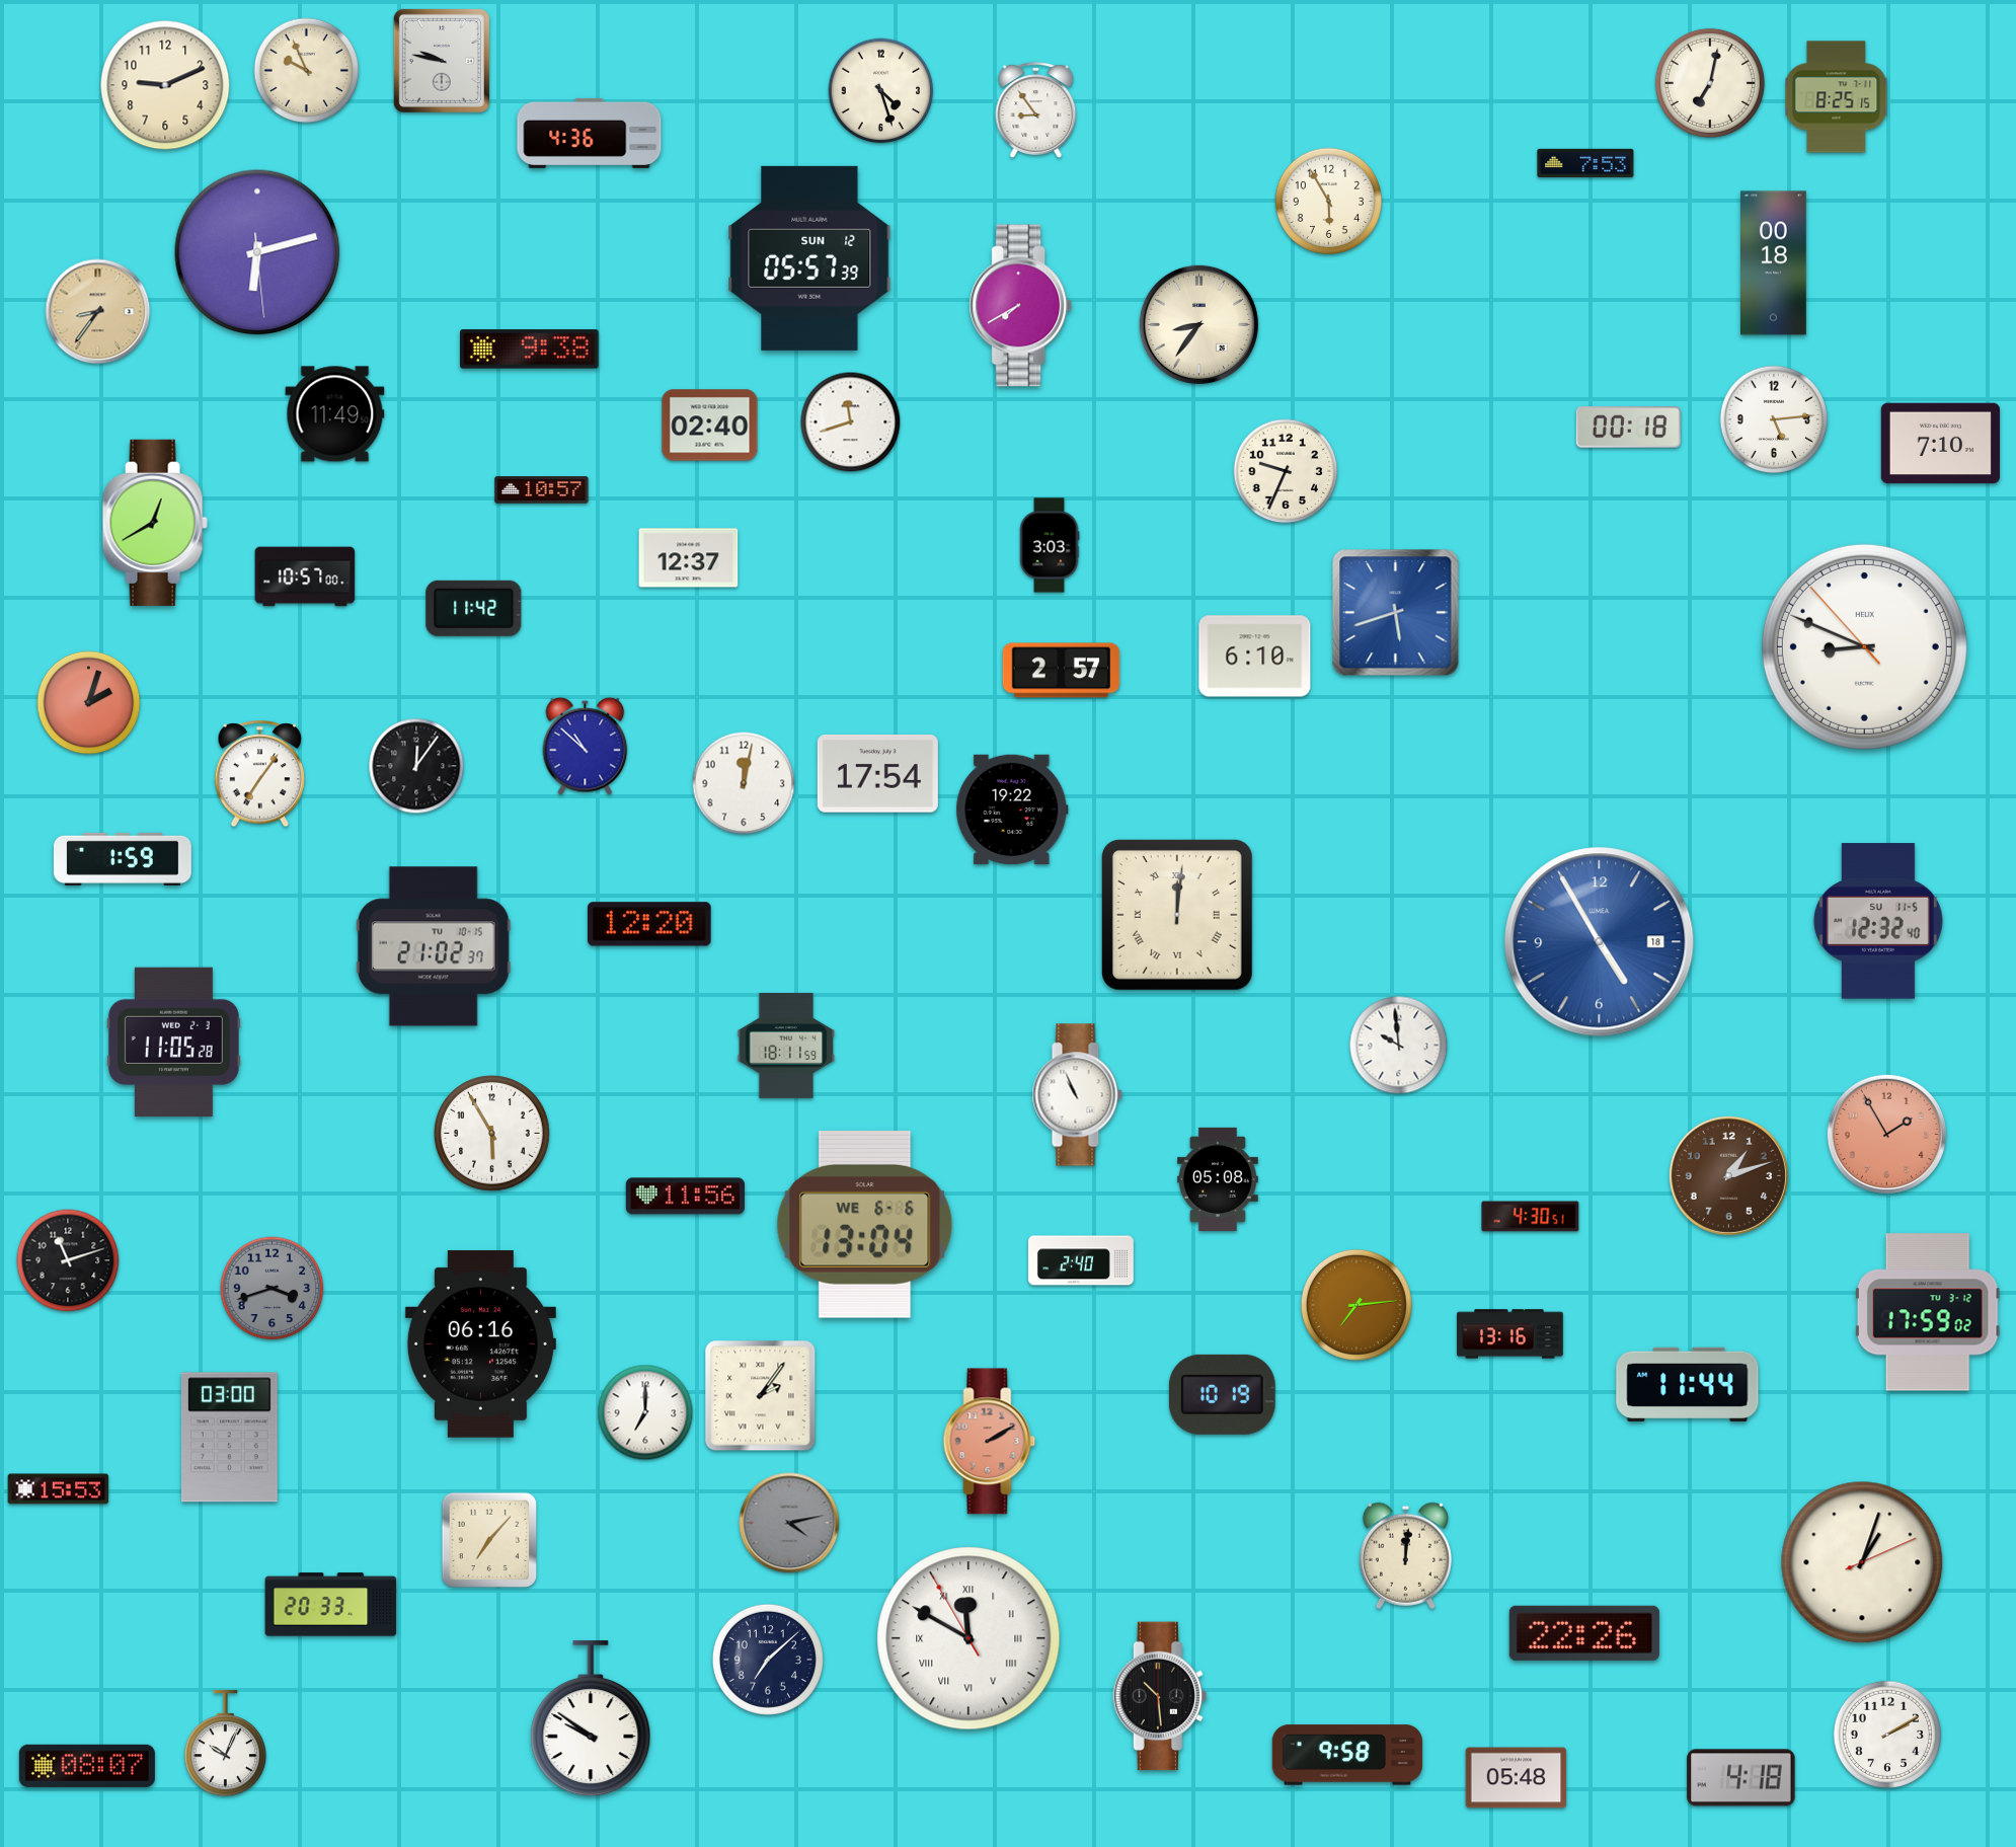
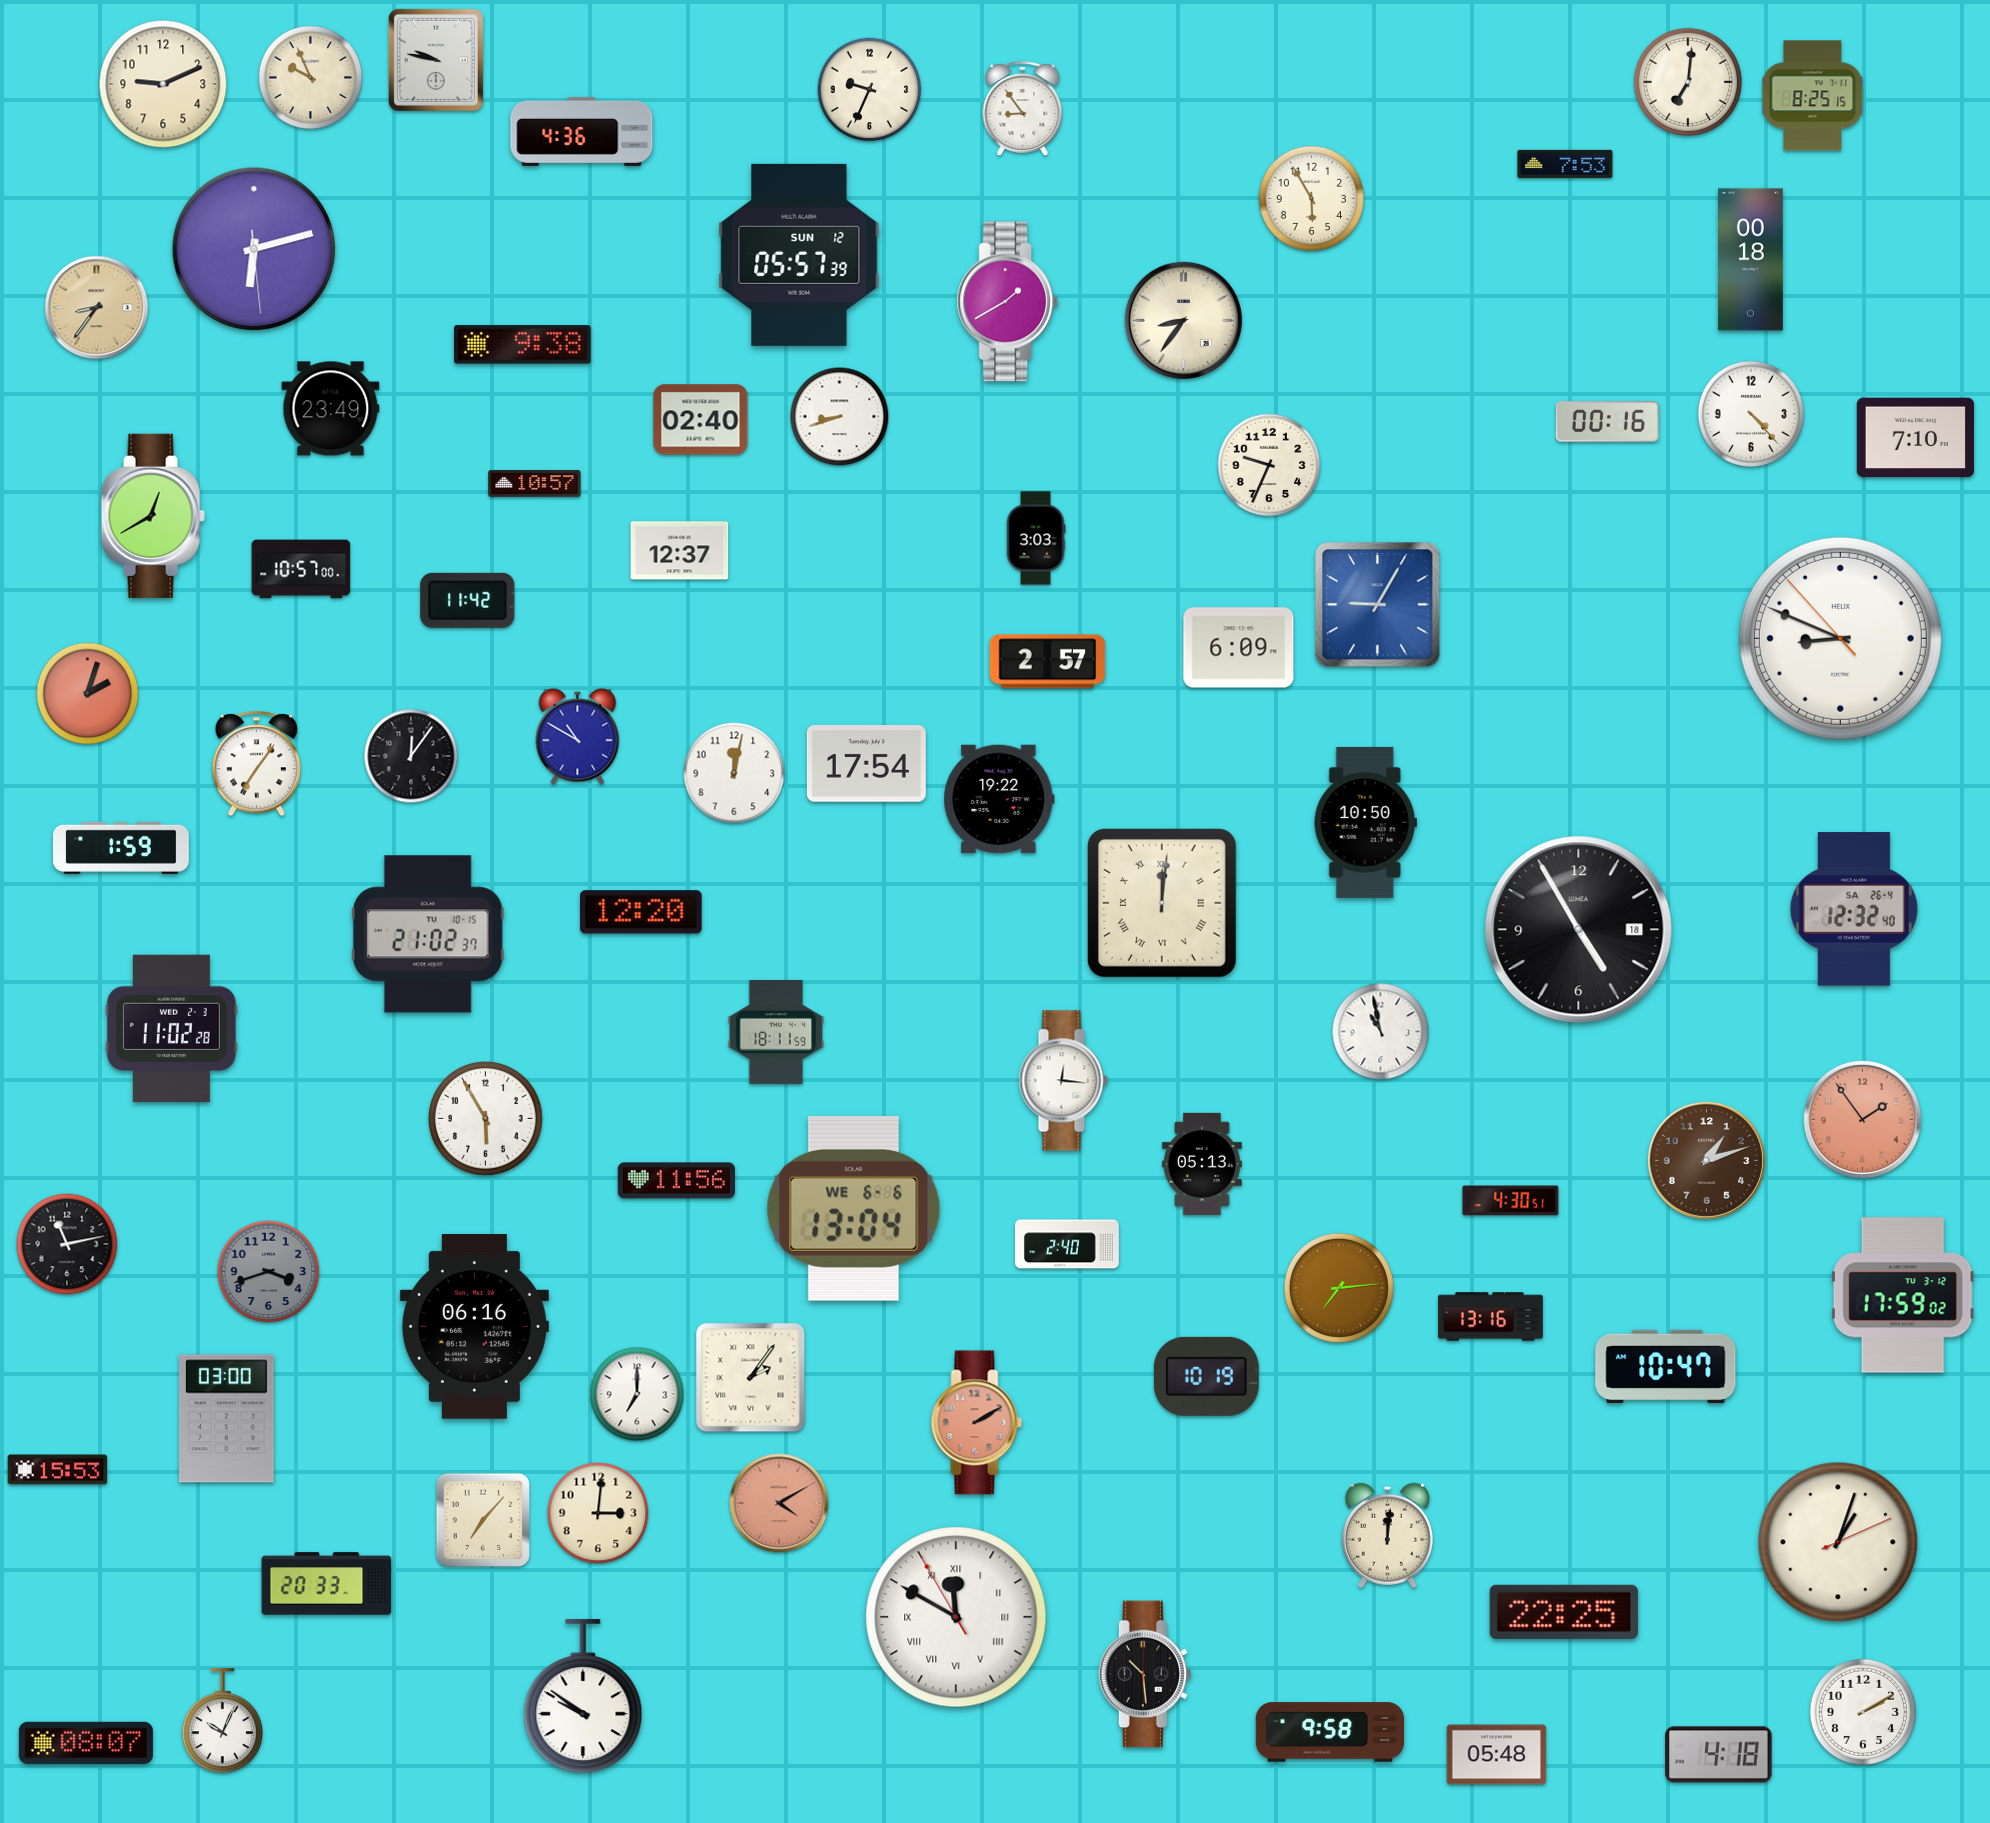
clock at (307, 71) position: (307, 71) -> (311, 78)
clock at (1710, 83): 7:02 -> 7:01
clock at (881, 91): 4:27 -> 9:34
clock at (1585, 163) position: (1585, 163) -> (1565, 164)
clock at (1021, 306): 7:40 -> 1:40
clock at (335, 414): 11:49 -> 23:49
clock at (1773, 418): 5:14 -> 4:23
clock at (851, 422): 11:42 -> 8:42
clock at (1628, 428): 00:18 -> 00:16
clock at (1396, 613): 5:42 -> 9:05
clock at (1255, 657): 6:10 -> 6:09
clock at (586, 746): 10:52 -> 10:50
clock at (1365, 822): none -> 10:50
clock at (1878, 921) date: SU 11-5 -> SA 26-4
clock at (1600, 942) dial: blue -> black
clock at (173, 1043): 11:05 -> 11:02
clock at (1399, 1046): 9:59 -> 10:58
clock at (1077, 1095): 10:56 -> 12:16
clock at (1886, 1134): 1:55 -> 1:54
clock at (1218, 1179): 05:08 -> 05:13
clock at (68, 1260): 11:12 -> 11:13
clock at (1688, 1384): 11:44 -> 10:47
clock at (789, 1523): 4:13 -> 4:10
clock at (789, 1523) dial: grey -> salmon
clock at (598, 1513): none -> 3:01
clock at (1584, 1633): 22:26 -> 22:25
clock at (768, 1660): 7:08 -> none
